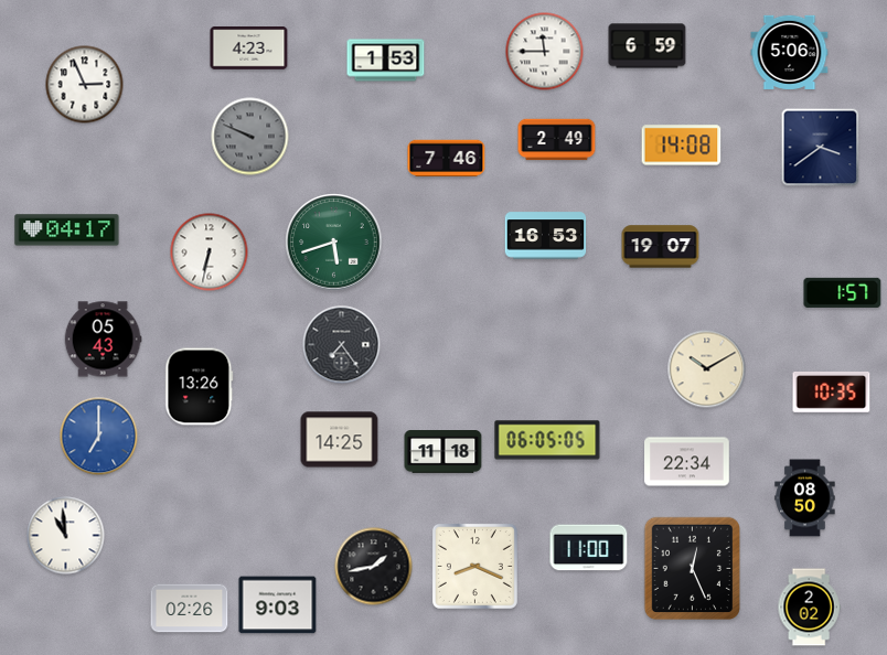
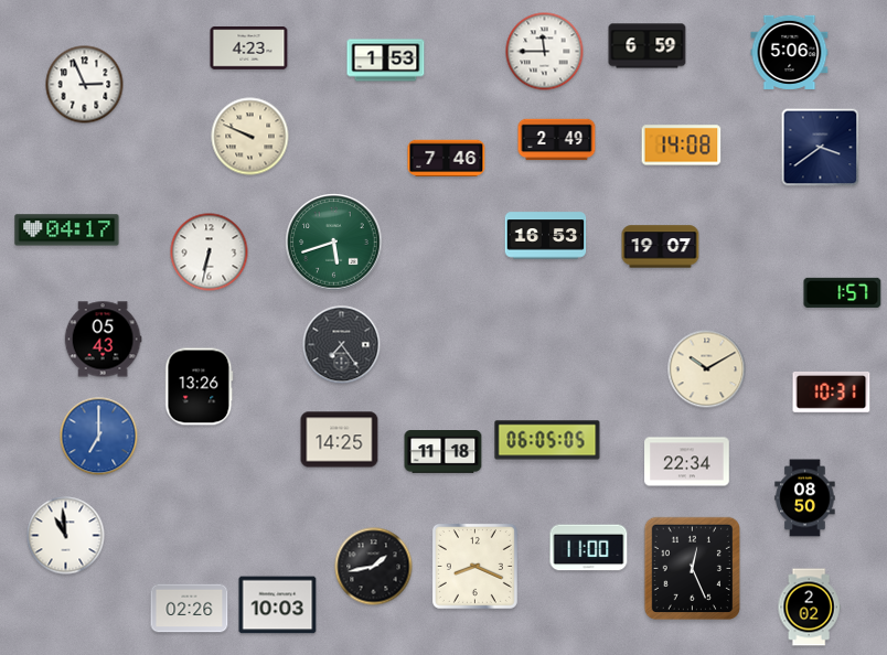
clock at (250, 137) dial: grey -> cream
clock at (832, 391): 10:35 -> 10:31
clock at (278, 605): 9:03 -> 10:03
